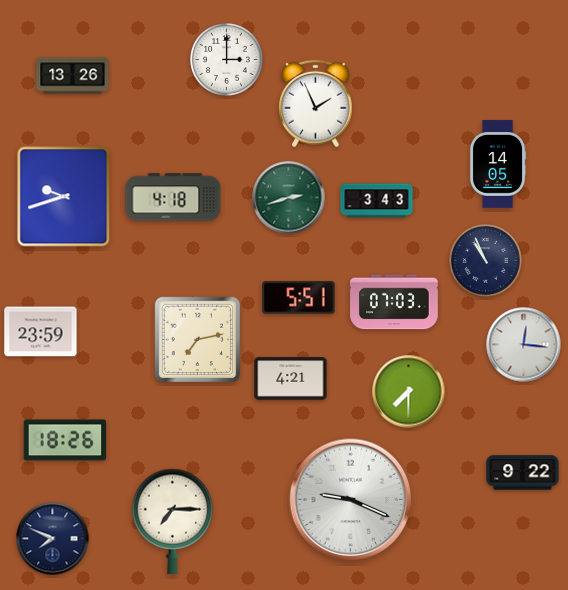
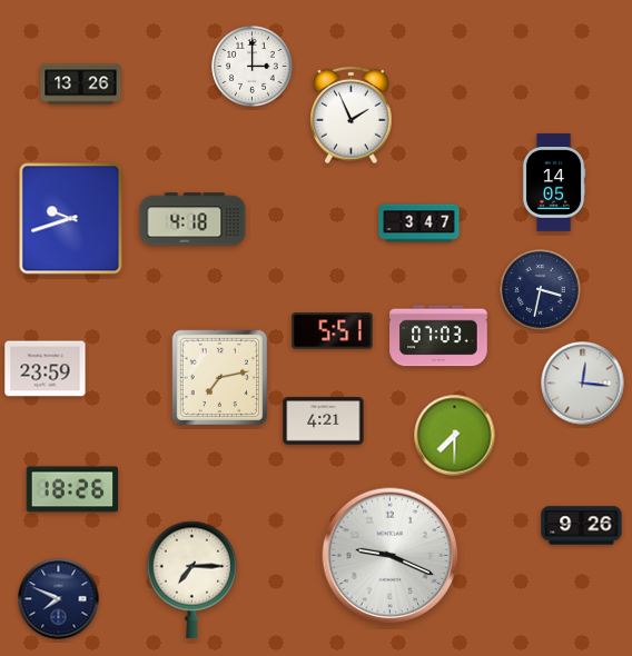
clock at (289, 198): 2:42 -> none
clock at (377, 201): 3:43 -> 3:47
clock at (486, 261): 10:56 -> 3:32
clock at (523, 473): 9:22 -> 9:26
